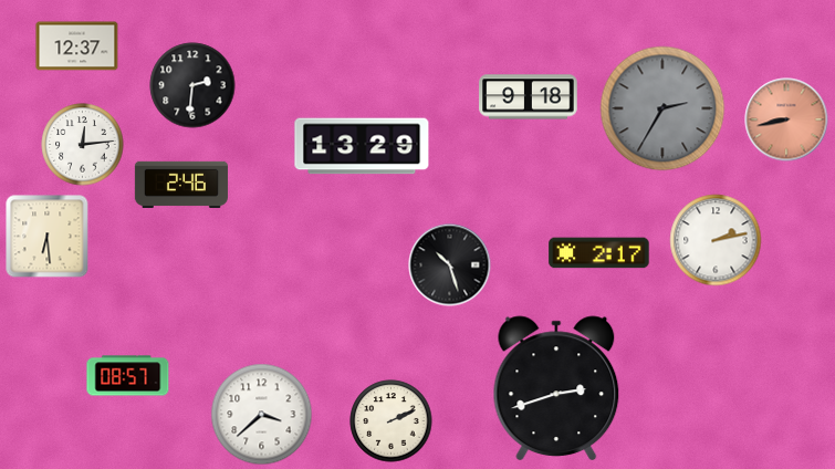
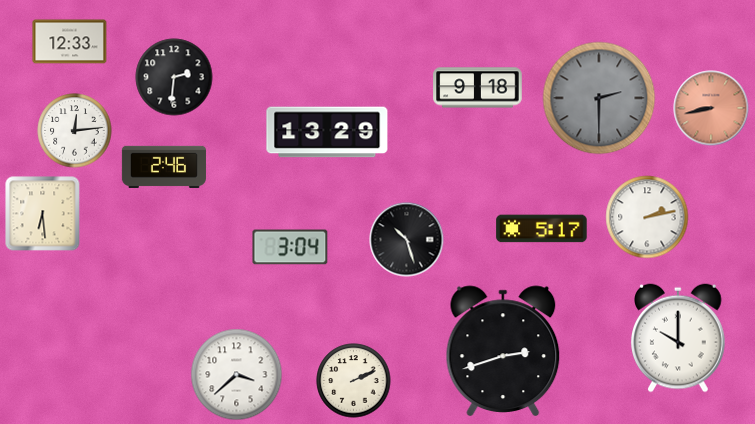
clock at (77, 46): 12:37 -> 12:33
clock at (662, 108): 2:35 -> 2:30
clock at (599, 253): 2:17 -> 5:17
clock at (290, 247): none -> 3:04
clock at (679, 338): none -> 10:00
clock at (128, 376): 08:57 -> none
